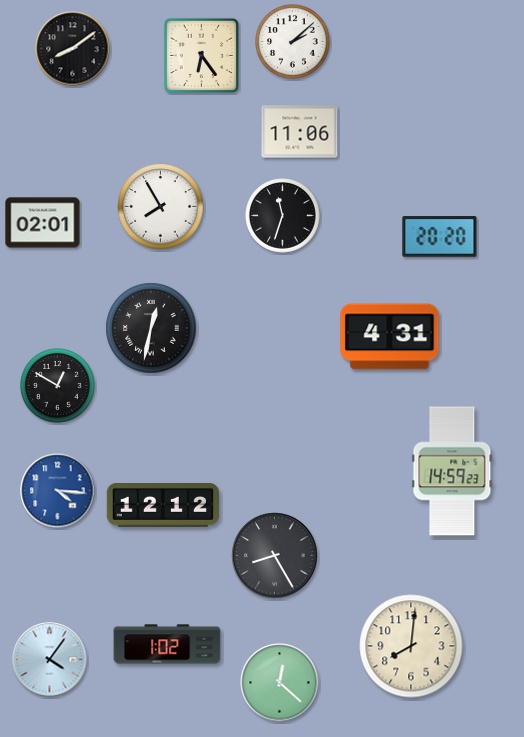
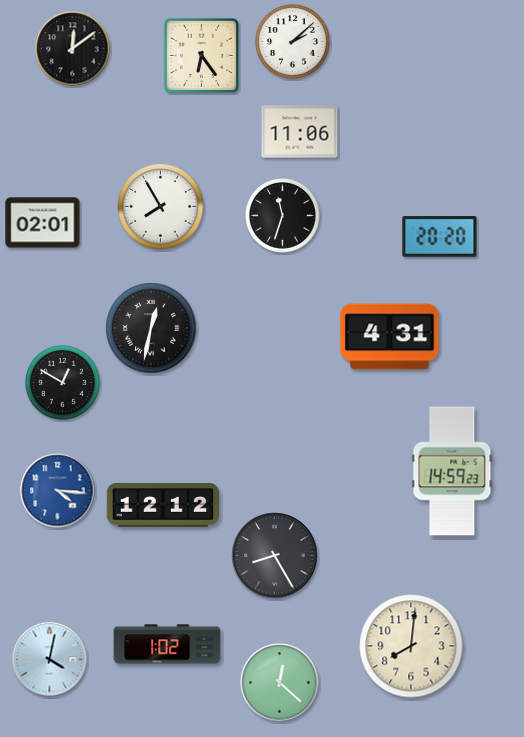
clock at (73, 49): 8:09 -> 12:09
clock at (58, 386) position: (58, 386) -> (63, 383)
clock at (50, 660): 4:06 -> 4:02
